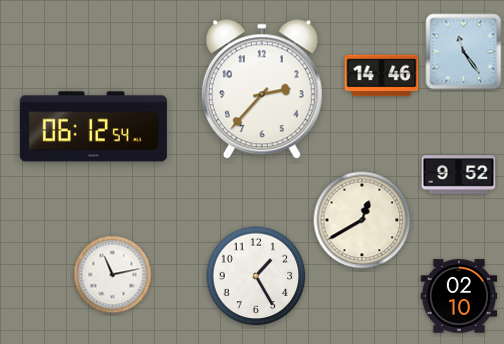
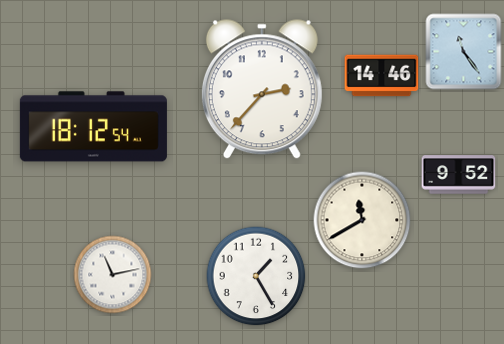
clock at (93, 127): 06:12 -> 18:12
clock at (362, 220): 12:40 -> 11:40
clock at (459, 296): 02:10 -> none
